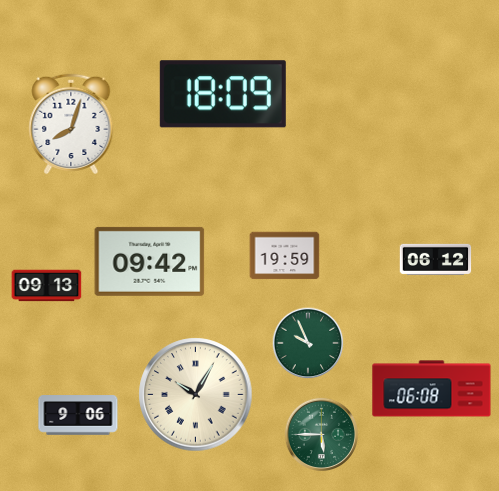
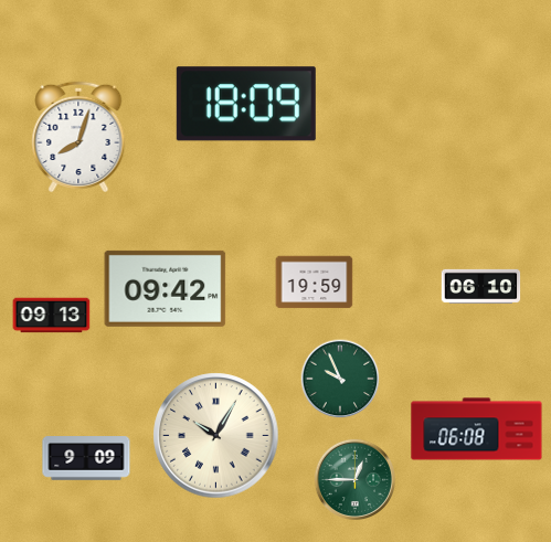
clock at (436, 259): 06:12 -> 06:10
clock at (78, 415): 9:06 -> 9:09
clock at (322, 434): 5:45 -> 12:45
